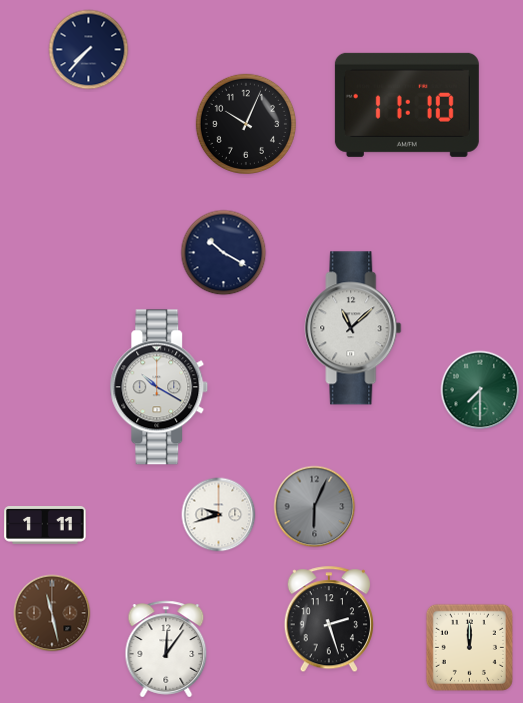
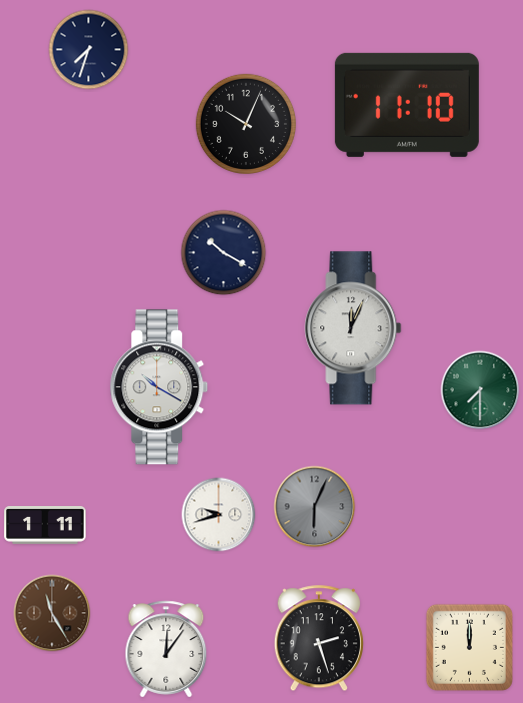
clock at (89, 50): 7:37 -> 7:33
clock at (353, 328): 11:08 -> 12:04
clock at (52, 613): 11:28 -> 11:25
clock at (329, 620) position: (329, 620) -> (319, 639)
